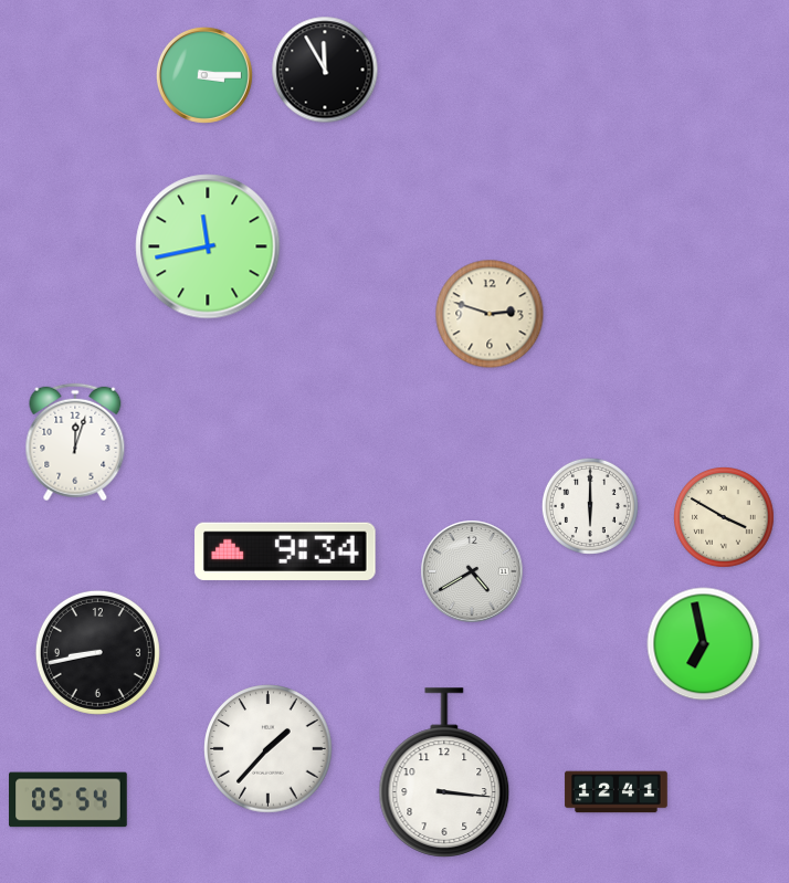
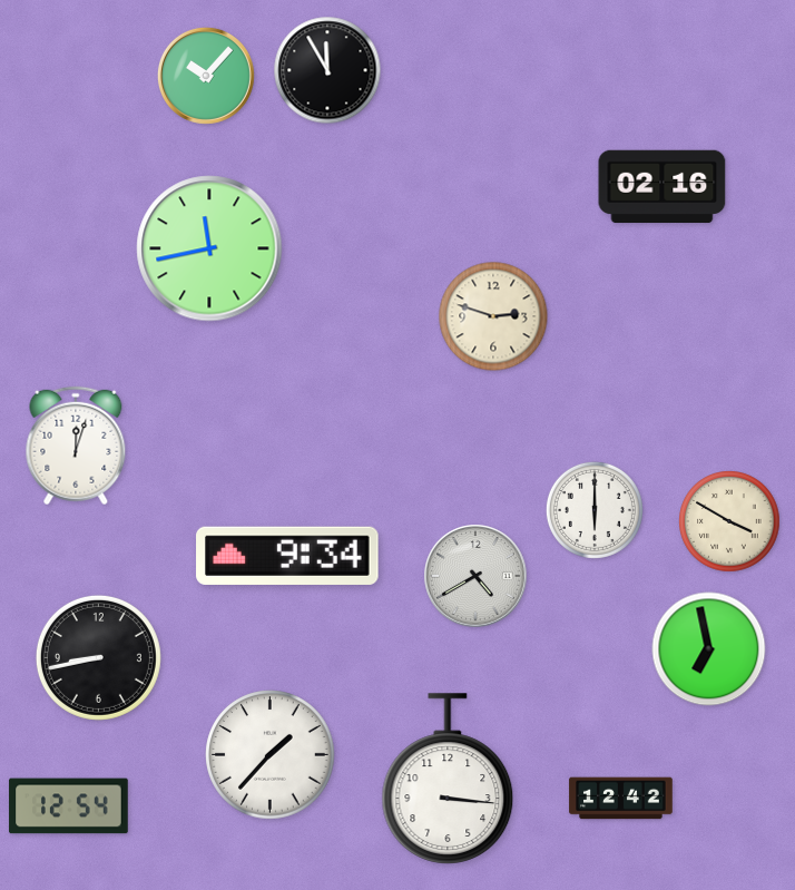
clock at (204, 75): 3:15 -> 10:07
clock at (662, 187): none -> 02:16
clock at (617, 792): 12:41 -> 12:42
clock at (69, 800): 05:54 -> 12:54
